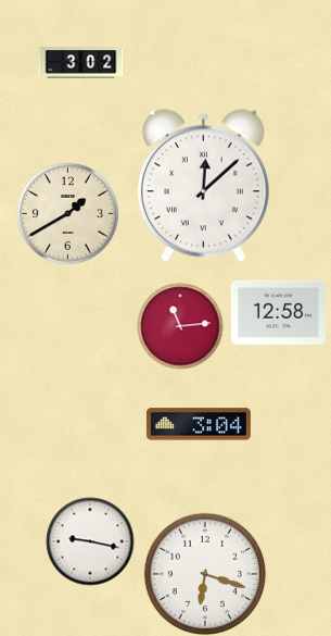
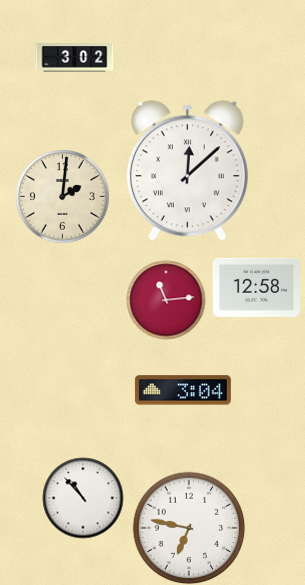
clock at (68, 214): 1:40 -> 2:01
clock at (90, 541): 9:17 -> 10:53
clock at (205, 574): 6:18 -> 6:47
